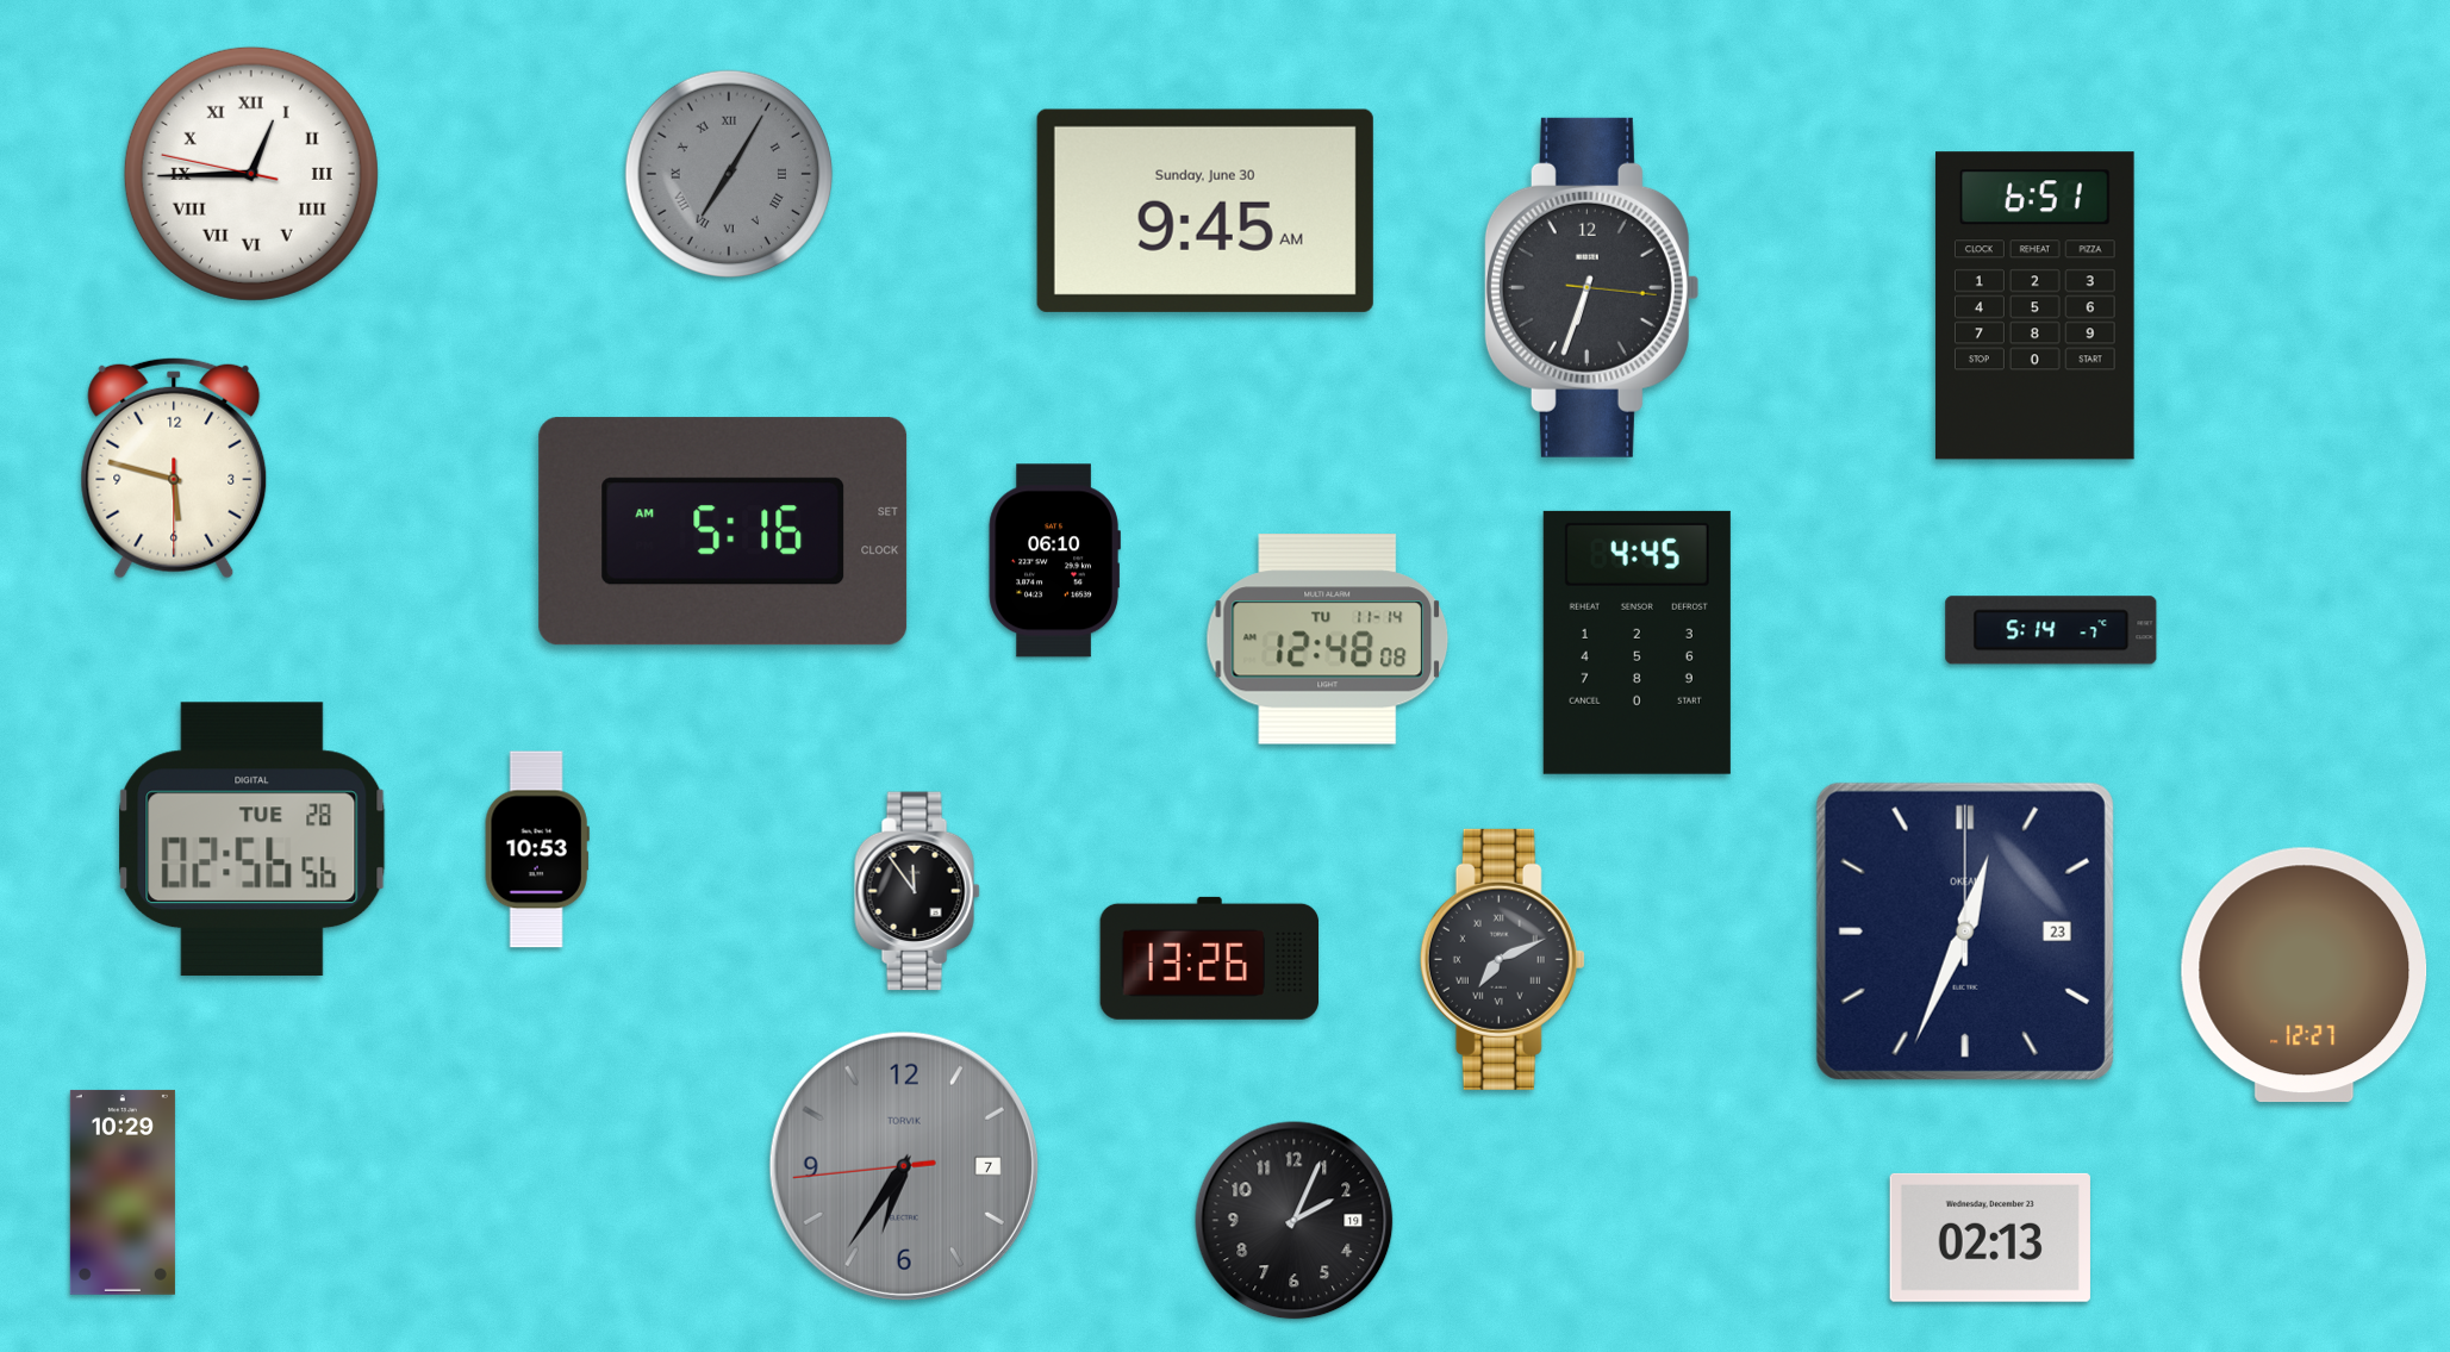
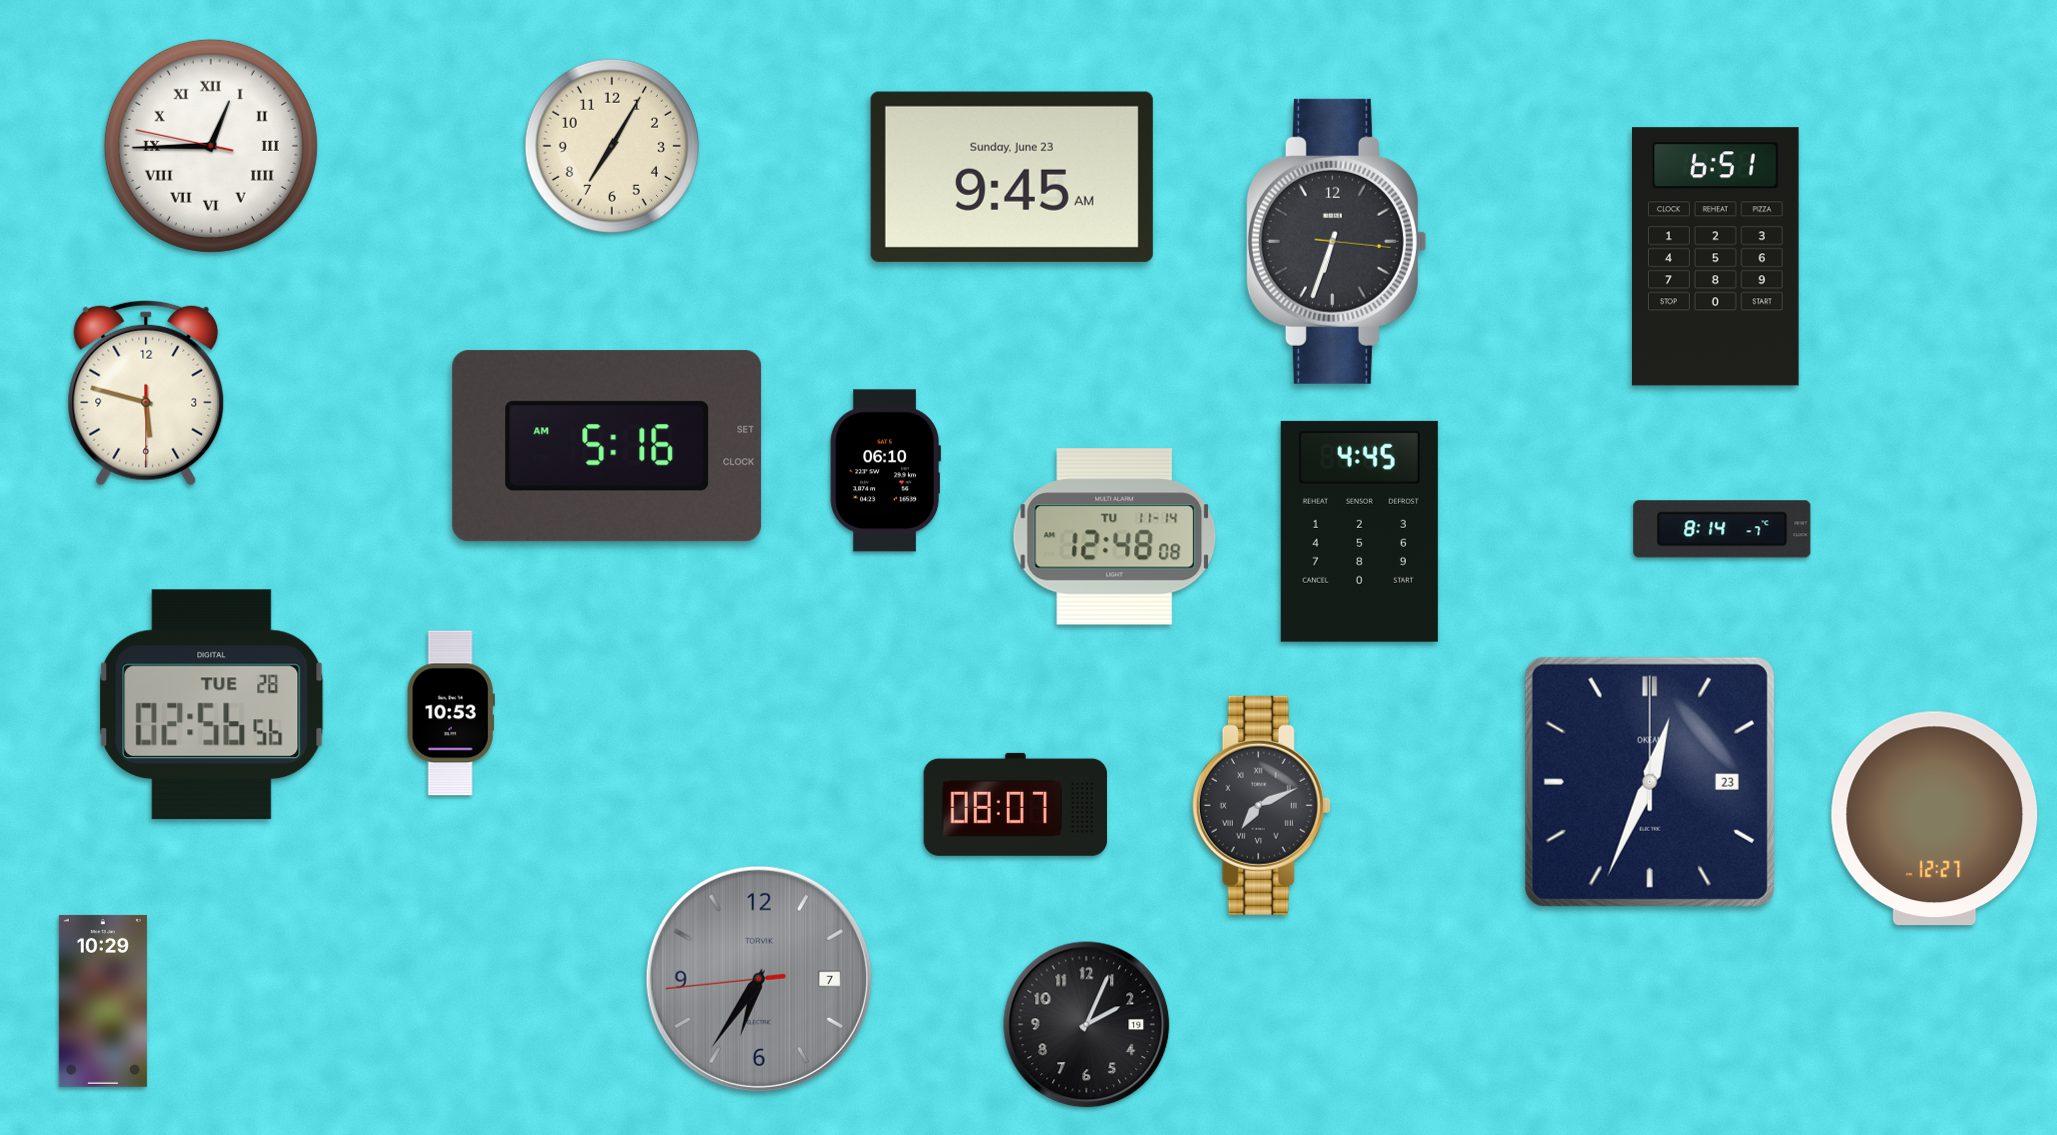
clock at (728, 173) dial: grey -> cream
clock at (728, 173) numerals: Roman -> Arabic
clock at (1205, 211) date: Sunday, June 30 -> Sunday, June 23
clock at (2034, 306) position: (2034, 306) -> (1715, 257)
clock at (2051, 630): 5:14 -> 8:14
clock at (1637, 642) position: (1637, 642) -> (1359, 531)
clock at (917, 891): 11:54 -> none
clock at (1209, 958): 13:26 -> 08:07
clock at (1990, 1238): 02:13 -> none
